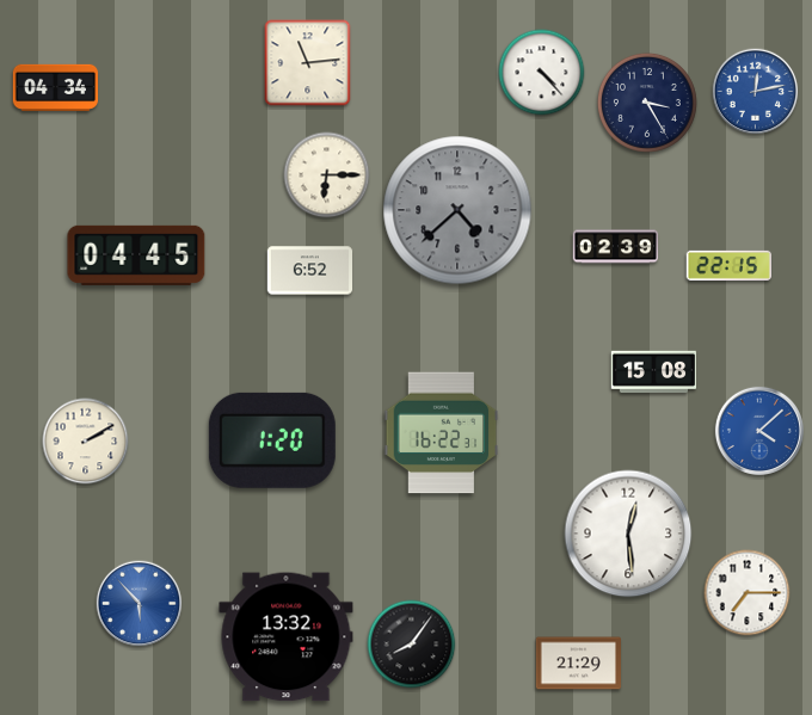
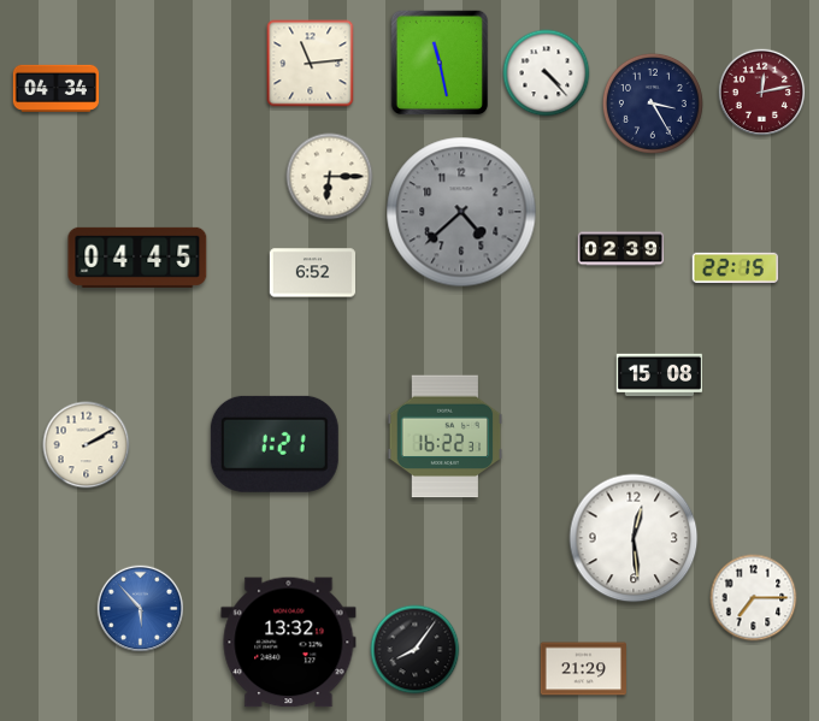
clock at (440, 63): none -> 11:28
clock at (756, 92) dial: blue -> burgundy
clock at (759, 431): 4:08 -> none
clock at (272, 440): 1:20 -> 1:21
